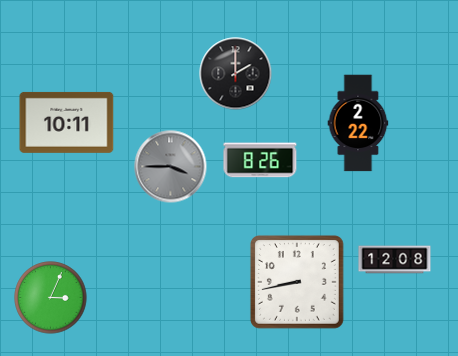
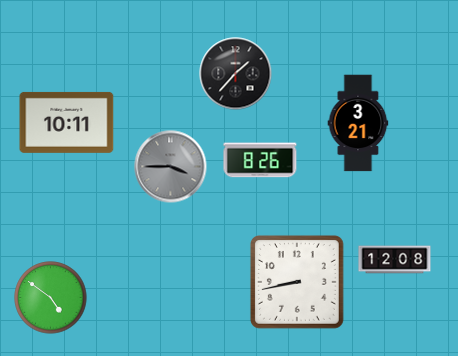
clock at (236, 74): 2:00 -> 1:37
clock at (358, 123): 2:22 -> 3:21
clock at (51, 298): 3:04 -> 4:51
